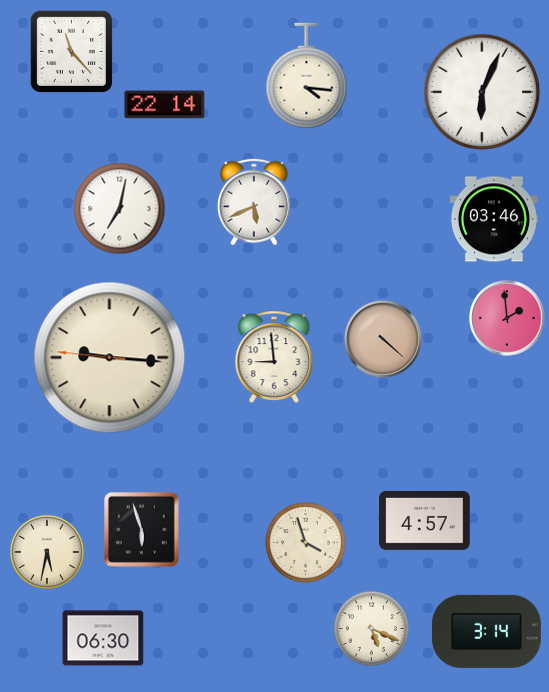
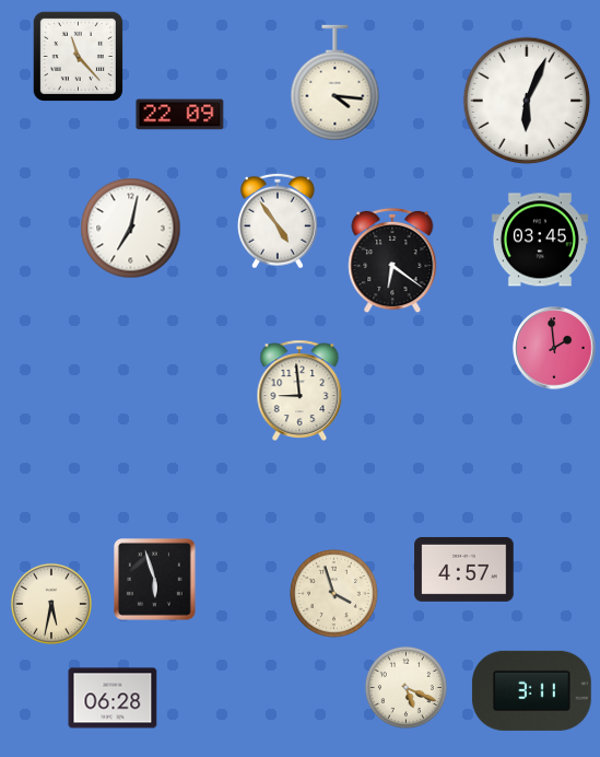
clock at (165, 105): 22:14 -> 22:09
clock at (254, 202): 5:41 -> 4:54
clock at (494, 219): 03:46 -> 03:45
clock at (392, 260): none -> 6:21
clock at (383, 339): 4:22 -> none
clock at (110, 358): 9:15 -> none
clock at (486, 631): 3:14 -> 3:11
clock at (103, 638): 06:30 -> 06:28
